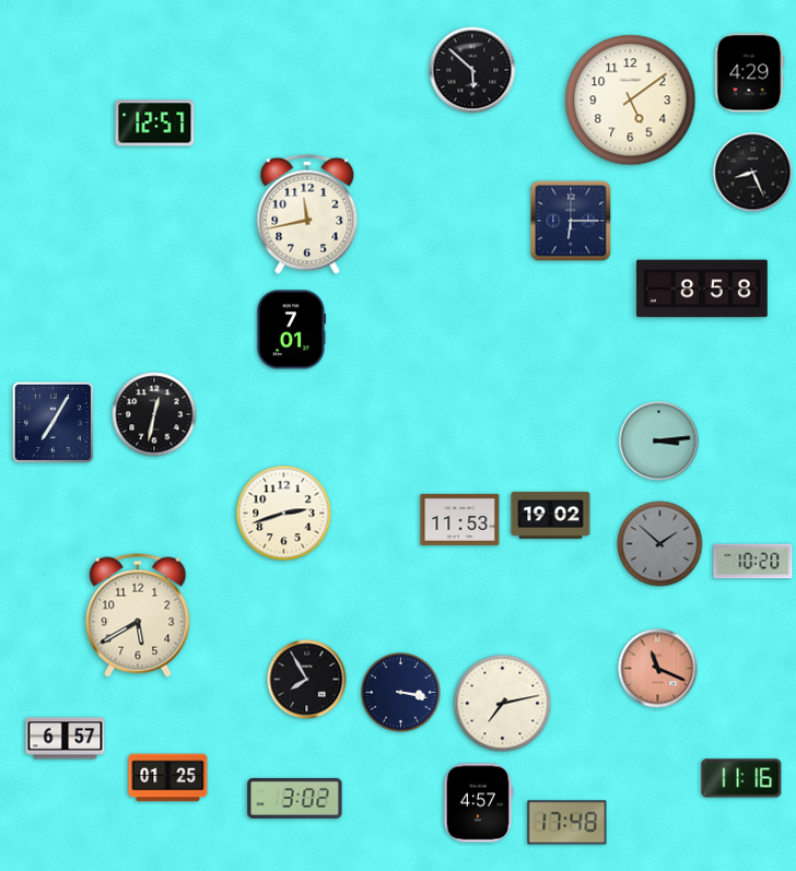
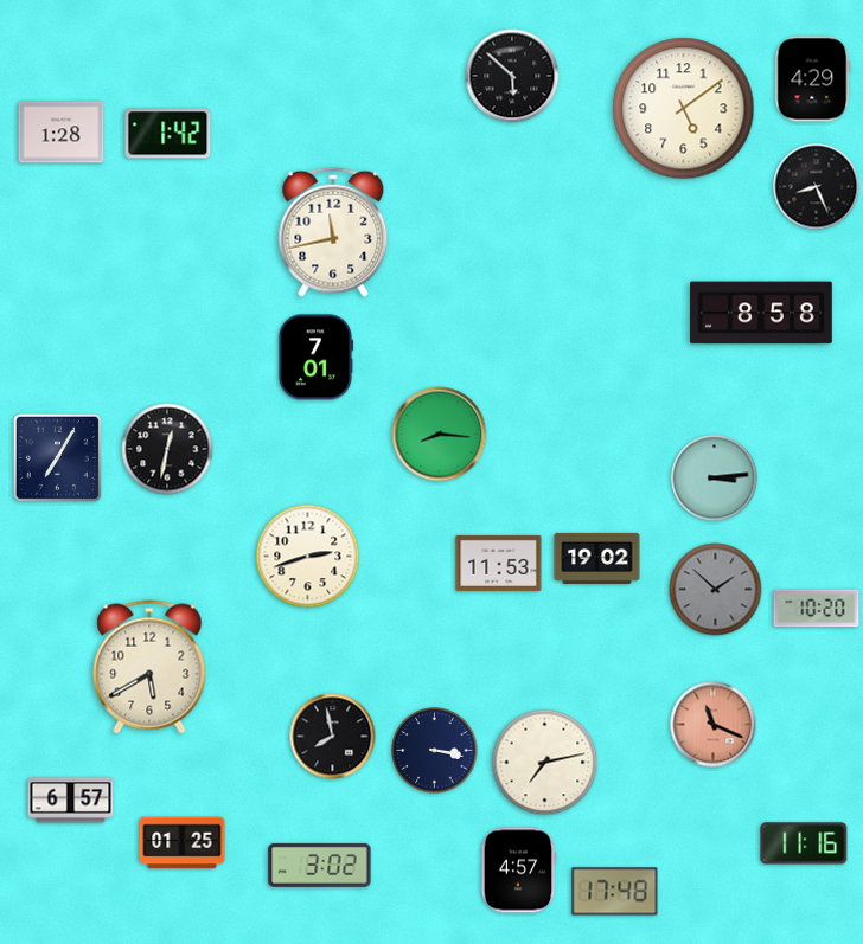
clock at (62, 133): none -> 1:28
clock at (155, 123): 12:57 -> 1:42
clock at (571, 221): 6:15 -> none
clock at (440, 435): none -> 8:16
clock at (307, 680): 7:55 -> 7:58
